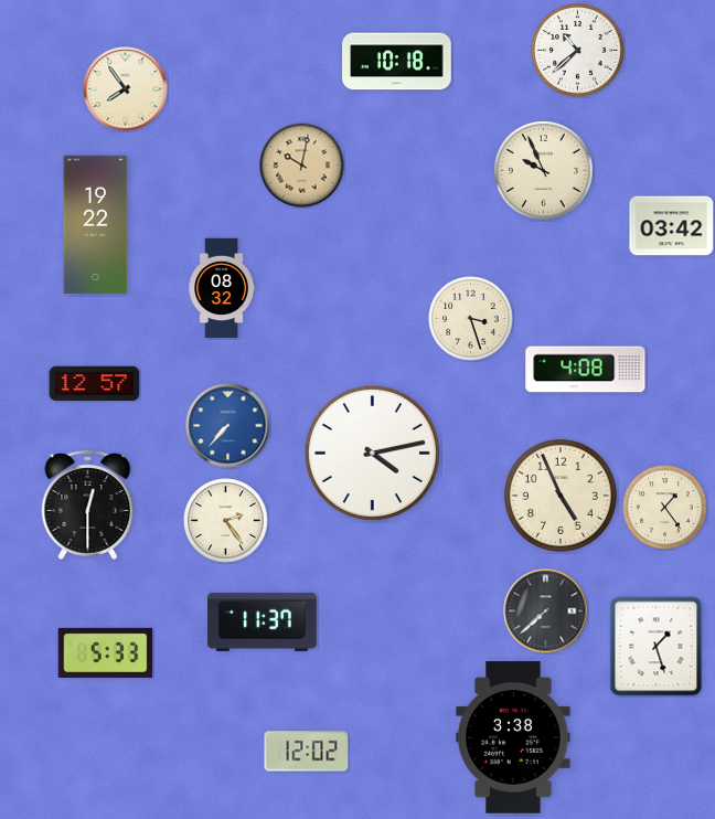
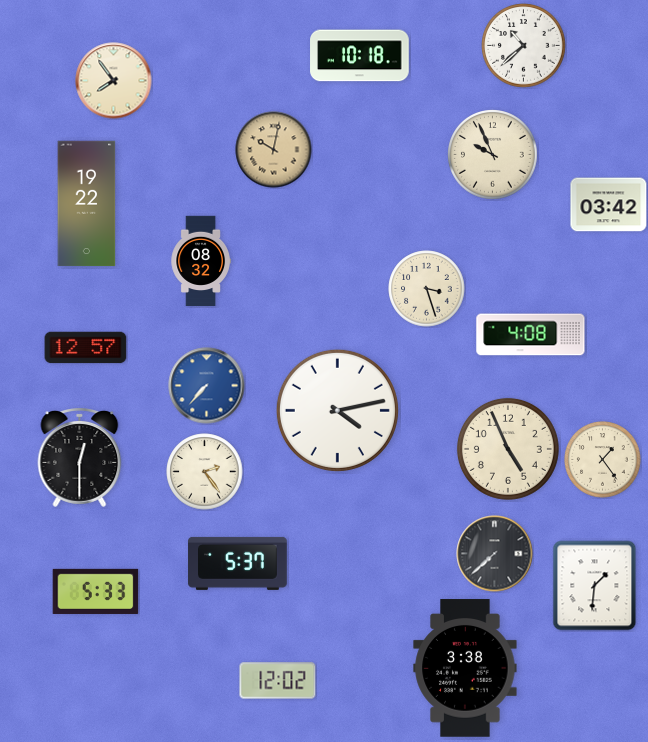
clock at (263, 621): 11:37 -> 5:37
clock at (657, 647): 1:27 -> 1:31
